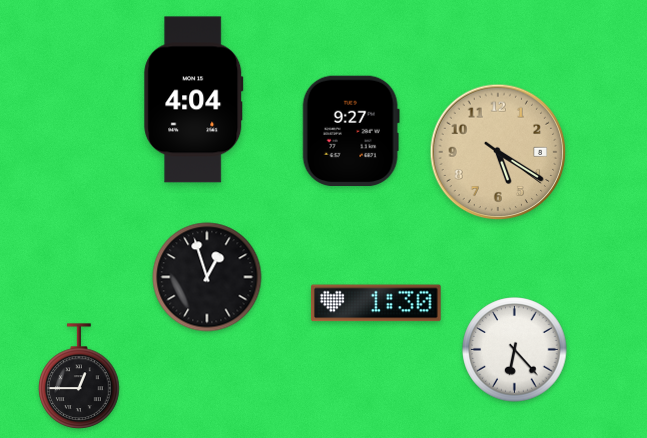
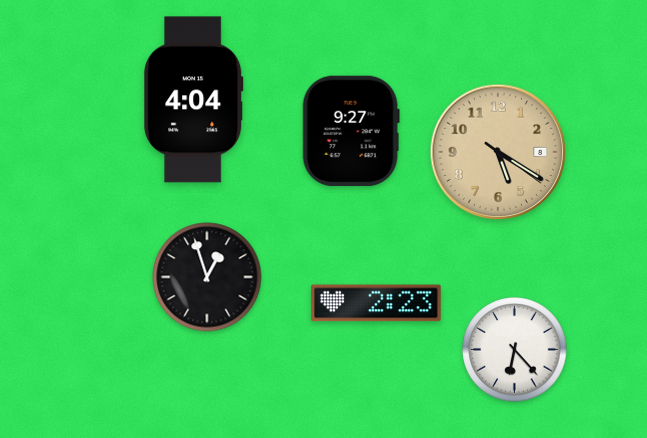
clock at (376, 303): 1:30 -> 2:23
clock at (79, 376): 12:45 -> none
